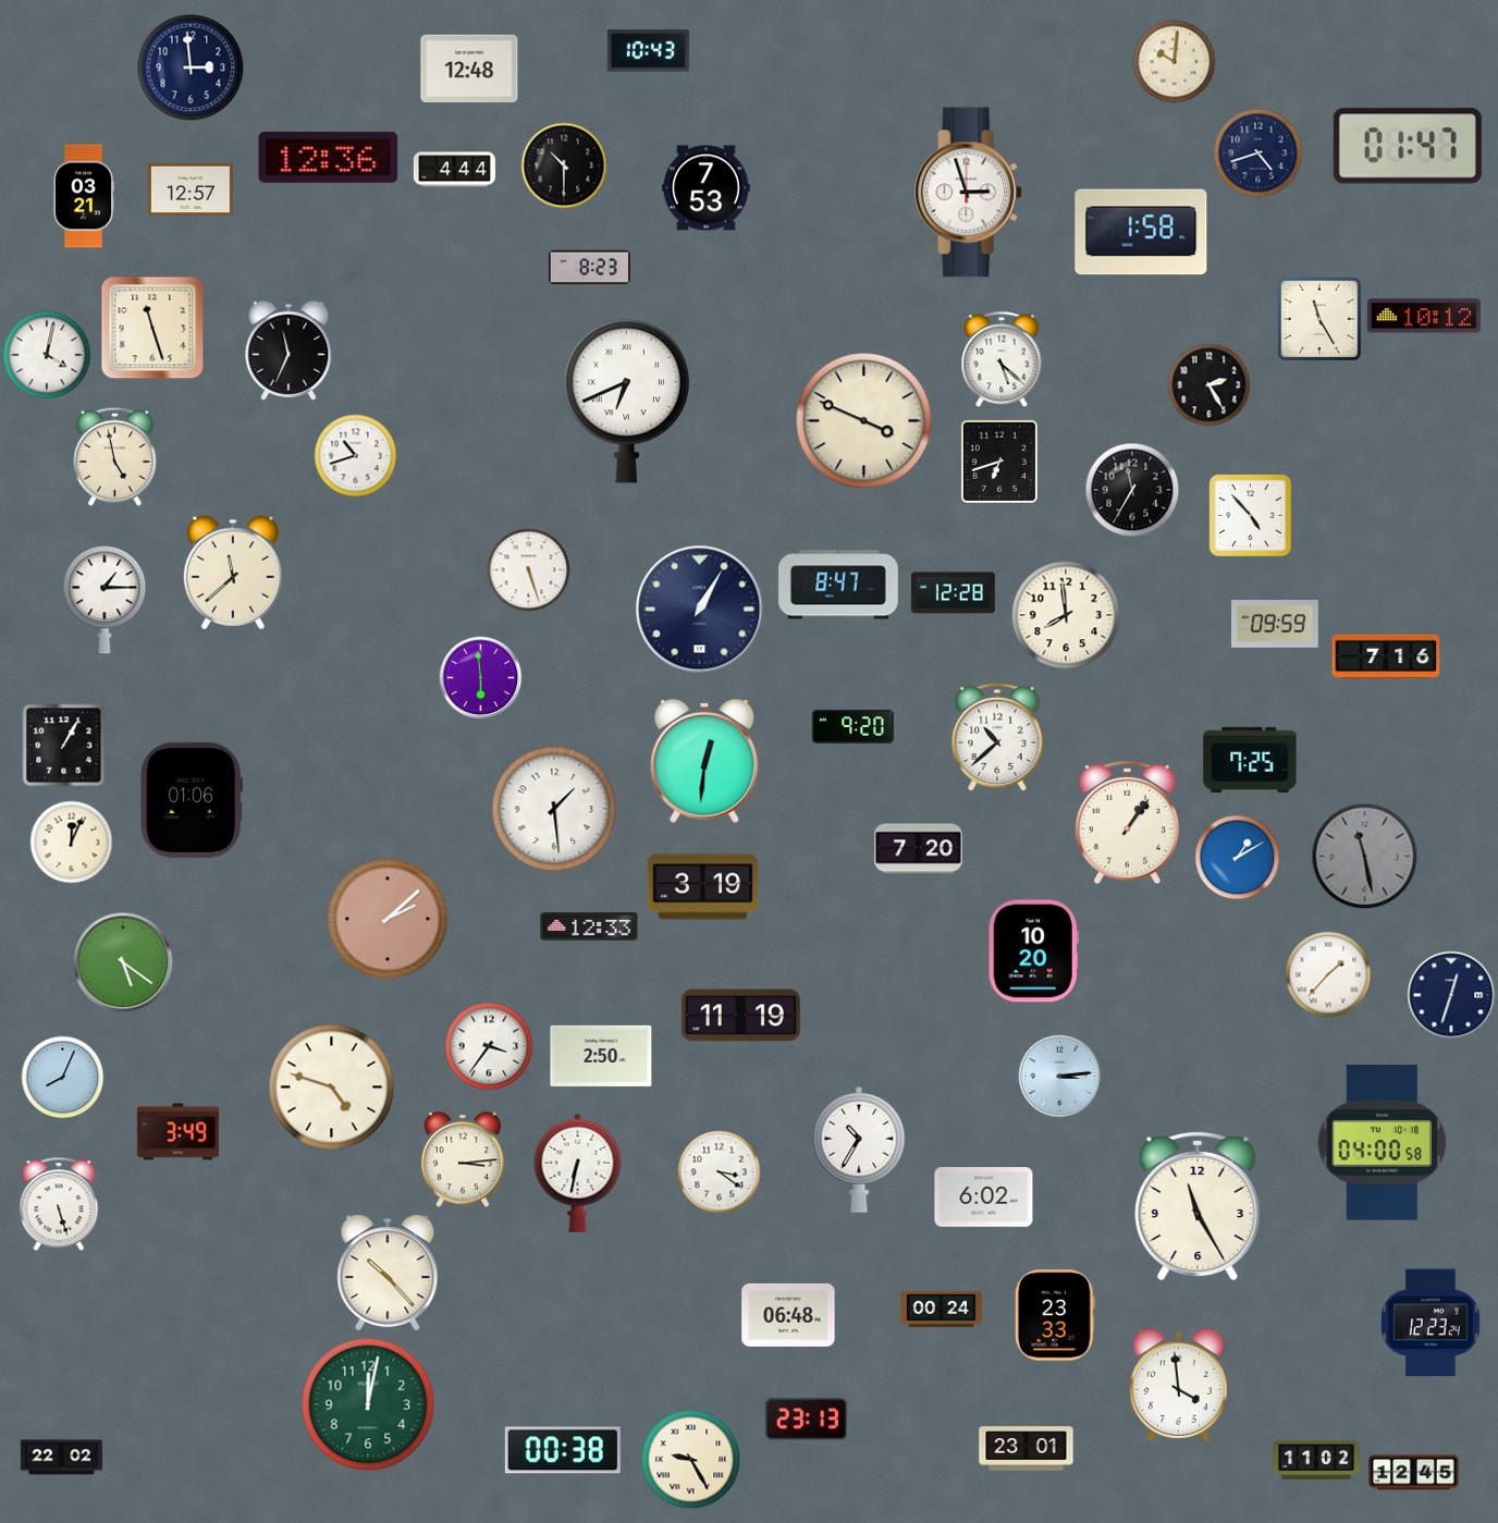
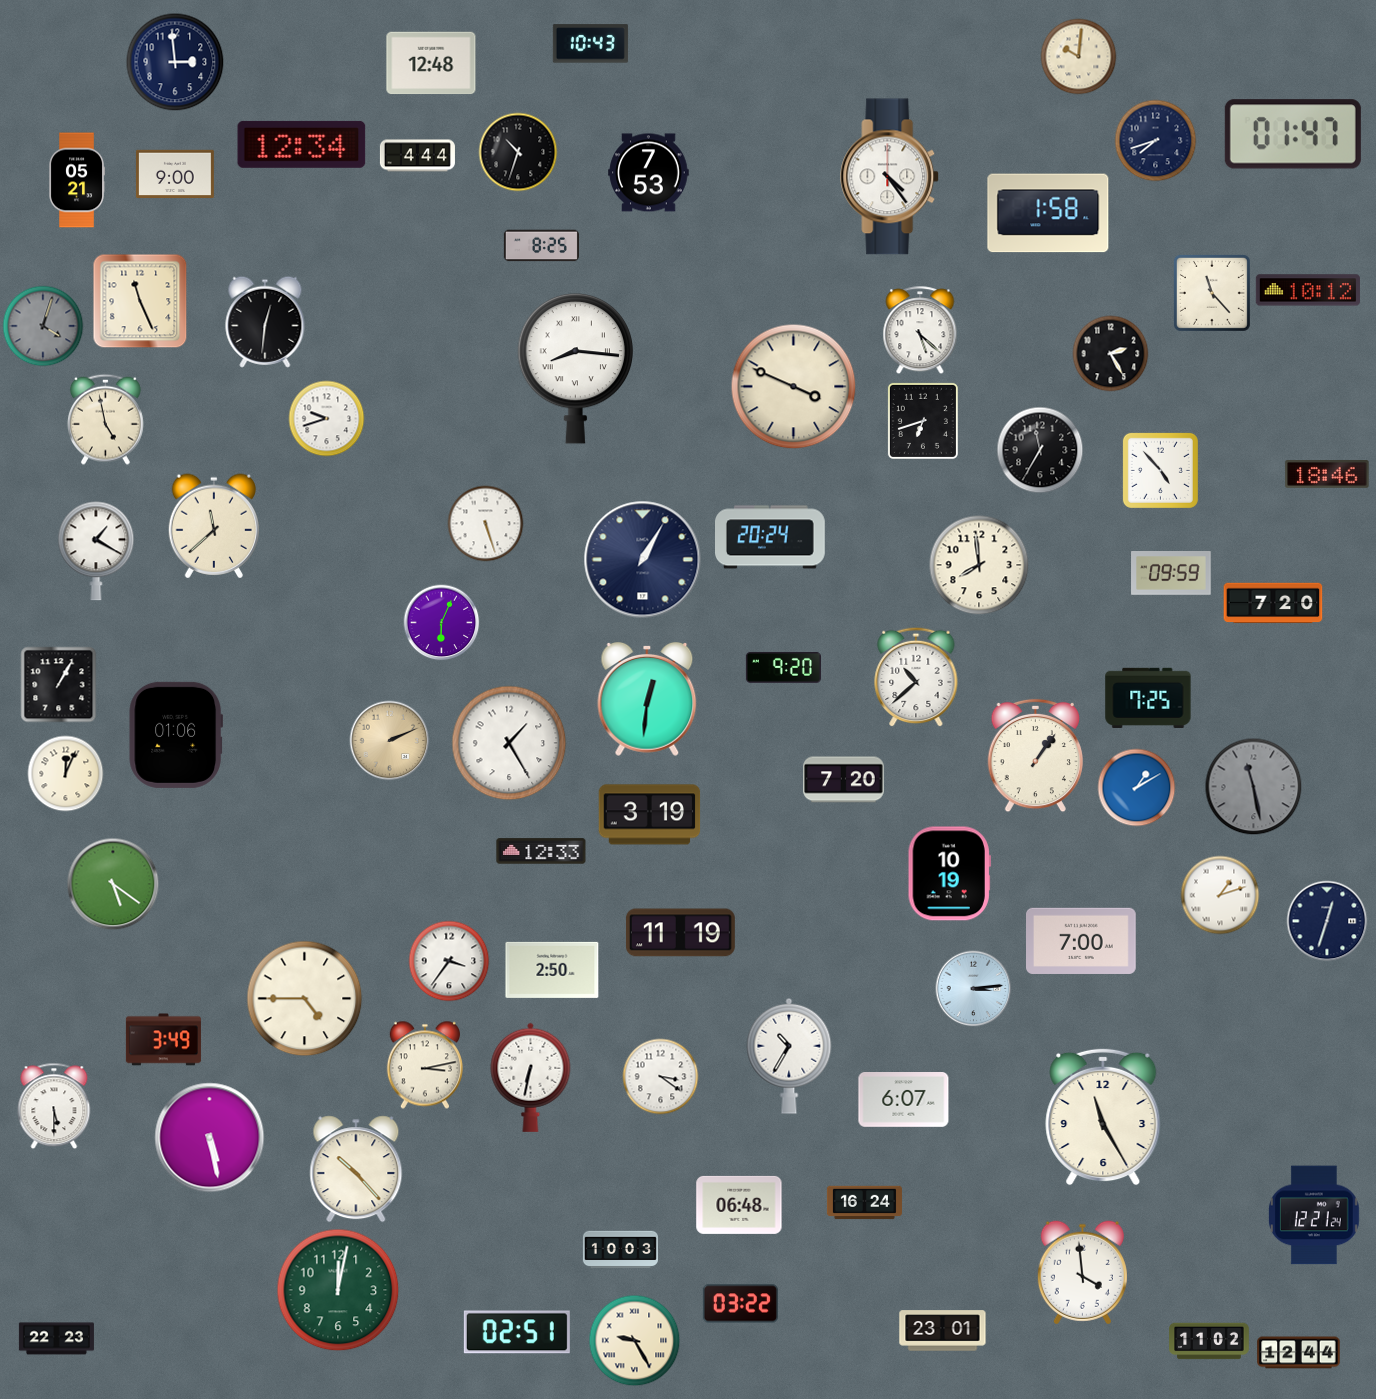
clock at (648, 51) position: (648, 51) -> (590, 44)
clock at (1258, 153): 4:42 -> 7:42
clock at (329, 157): 12:36 -> 12:34
clock at (564, 165): 10:30 -> 10:33
clock at (191, 188): 12:57 -> 9:00
clock at (969, 193): 2:57 -> 4:24
clock at (83, 196): 03:21 -> 05:21
clock at (589, 268): 8:23 -> 8:25
clock at (1319, 319): 11:25 -> 11:23
clock at (152, 328): 11:27 -> 11:26
clock at (288, 351): 11:34 -> 12:31
clock at (47, 355): 4:02 -> 4:03
clock at (47, 355) dial: white -> grey
clock at (626, 401): 6:41 -> 8:16
clock at (356, 456): 10:42 -> 9:42
clock at (999, 462) position: (999, 462) -> (923, 421)
clock at (1250, 515) position: (1250, 515) -> (1160, 470)
clock at (1327, 474): none -> 18:46
clock at (839, 585): 8:47 -> 20:24
clock at (953, 593): 12:28 -> none
clock at (105, 600): 1:15 -> 1:20
clock at (1386, 656): 7:16 -> 7:20
clock at (481, 678): 5:59 -> 6:04
clock at (390, 741): none -> 2:11
clock at (554, 809): 1:29 -> 1:25
clock at (703, 887) position: (703, 887) -> (650, 815)
clock at (388, 919): 2:08 -> none
clock at (1033, 951): 10:20 -> 10:19
clock at (1328, 974): 1:37 -> 1:12
clock at (1451, 995) position: (1451, 995) -> (1327, 921)
clock at (1082, 941): none -> 7:00
clock at (63, 1078): 8:04 -> none
clock at (332, 1088): 4:48 -> 4:45
clock at (1383, 1143): 04:00 -> none
clock at (463, 1159): 3:14 -> 3:13
clock at (984, 1197): 6:02 -> 6:07
clock at (59, 1204): 5:27 -> 5:30
clock at (1198, 1206) position: (1198, 1206) -> (1103, 1117)
clock at (210, 1138): none -> 5:28
clock at (941, 1310): 00:24 -> 16:24
clock at (788, 1315) position: (788, 1315) -> (739, 1205)
clock at (1055, 1315): 23:33 -> none
clock at (1431, 1323): 12:23 -> 12:21
clock at (620, 1250): none -> 10:03
clock at (806, 1420): 23:13 -> 03:22
clock at (563, 1450): 00:38 -> 02:51
clock at (61, 1458): 22:02 -> 22:23
clock at (1414, 1473): 12:45 -> 12:44
